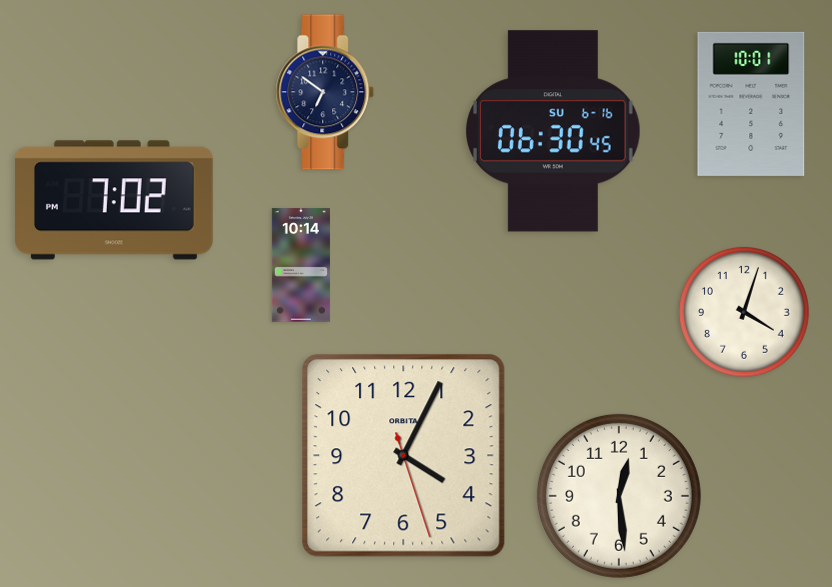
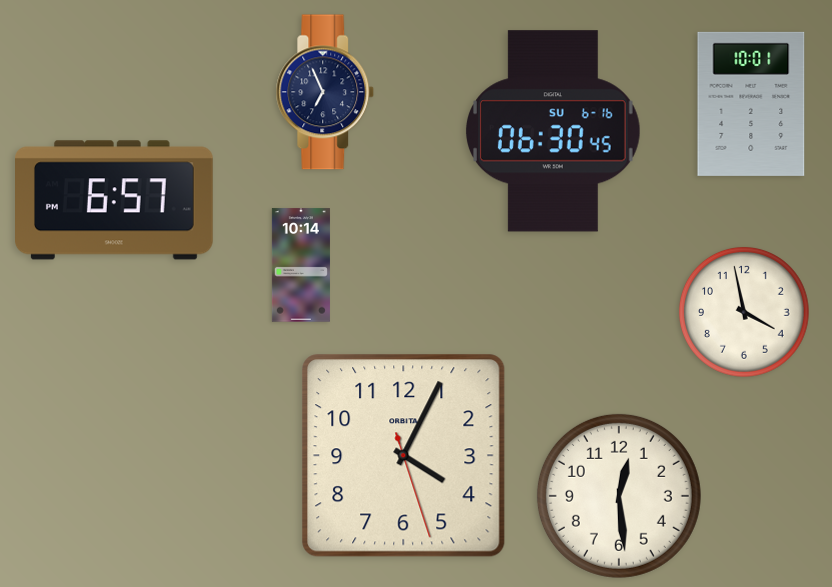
clock at (325, 92): 6:51 -> 6:56
clock at (115, 200): 7:02 -> 6:57
clock at (744, 312): 4:03 -> 3:58
